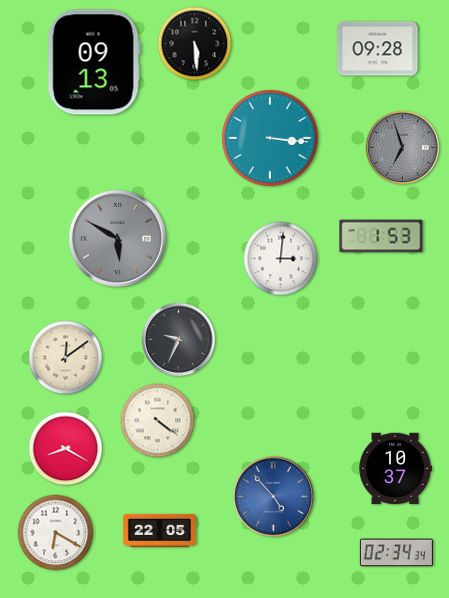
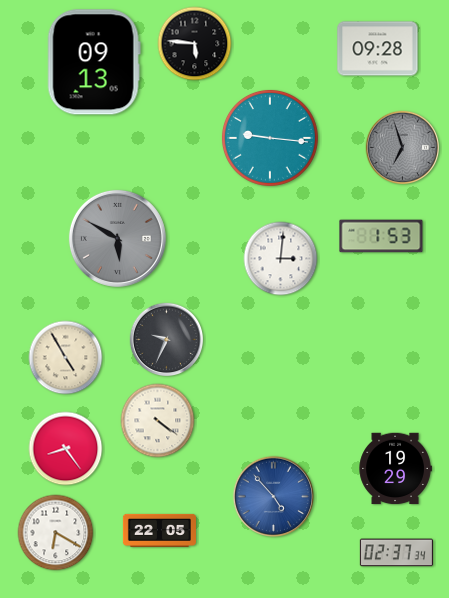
clock at (195, 44): 5:29 -> 5:46
clock at (270, 138): 3:16 -> 9:16
clock at (179, 340) position: (179, 340) -> (167, 340)
clock at (66, 358): 12:09 -> 4:55
clock at (66, 449): 8:20 -> 8:24
clock at (395, 469): 10:37 -> 19:29
clock at (396, 553): 02:34 -> 02:37
